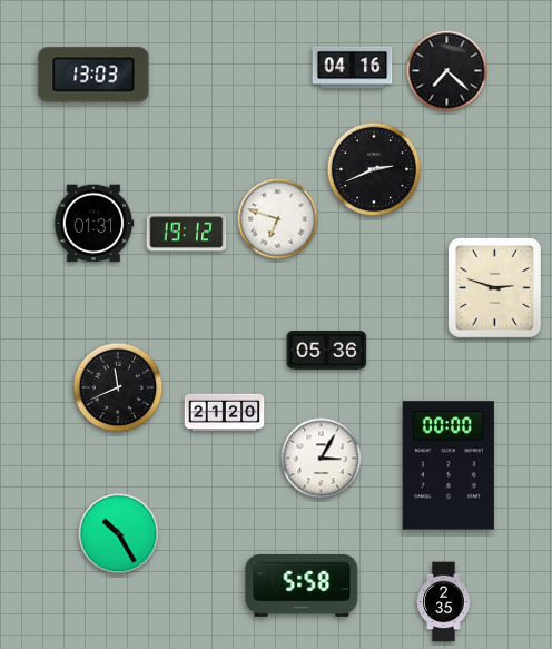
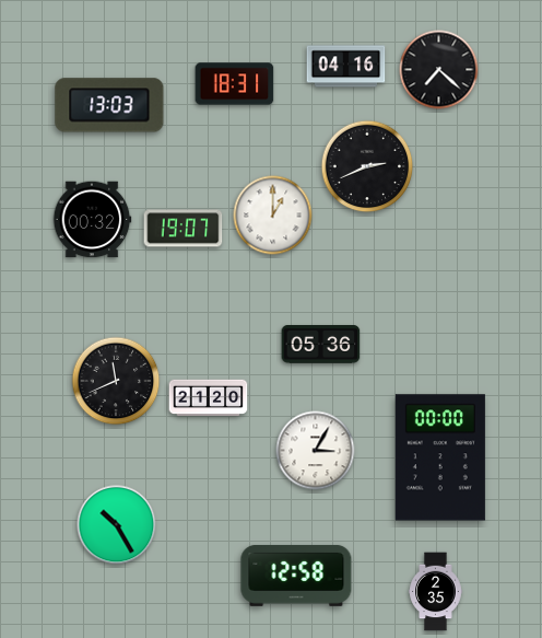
clock at (93, 75) position: (93, 75) -> (109, 105)
clock at (235, 84): none -> 18:31
clock at (278, 219): 6:48 -> 1:00
clock at (93, 224): 01:31 -> 00:32
clock at (187, 233): 19:12 -> 19:07
clock at (494, 287): 2:48 -> none
clock at (225, 413) position: (225, 413) -> (209, 398)
clock at (302, 586): 5:58 -> 12:58
